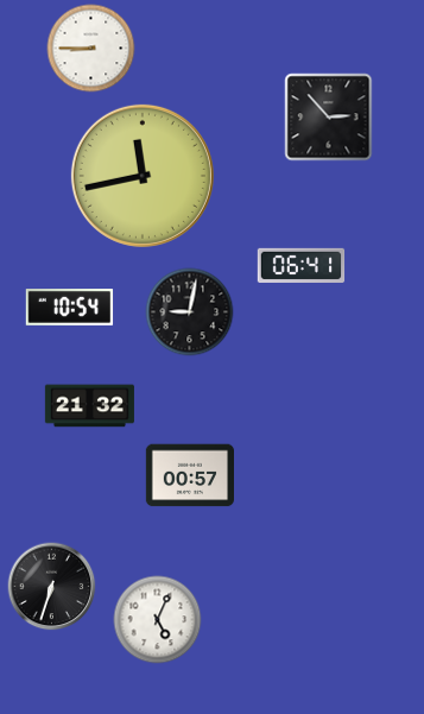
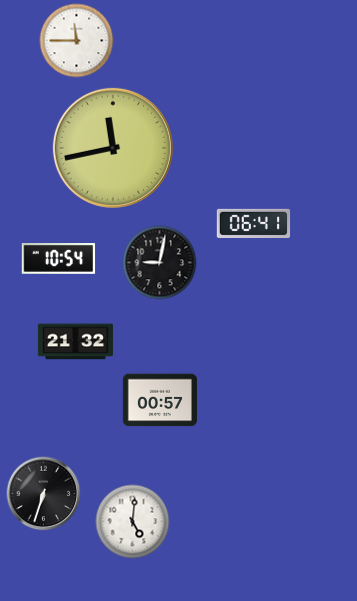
clock at (91, 49): 8:45 -> 11:45
clock at (329, 118): 2:53 -> none
clock at (143, 176) position: (143, 176) -> (113, 148)
clock at (158, 620): 5:04 -> 5:01
